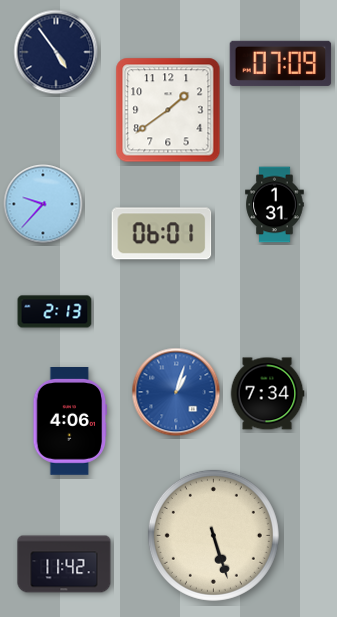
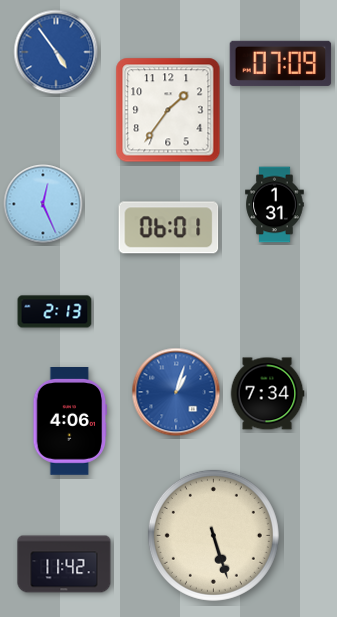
clock at (56, 52) dial: navy -> blue
clock at (168, 110): 1:39 -> 1:36
clock at (43, 204): 9:37 -> 12:26
clock at (162, 234) position: (162, 234) -> (169, 228)
